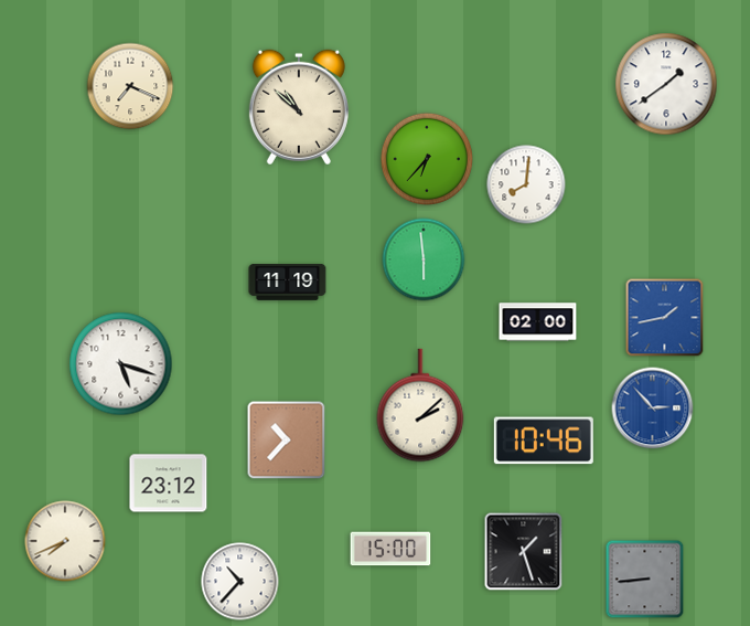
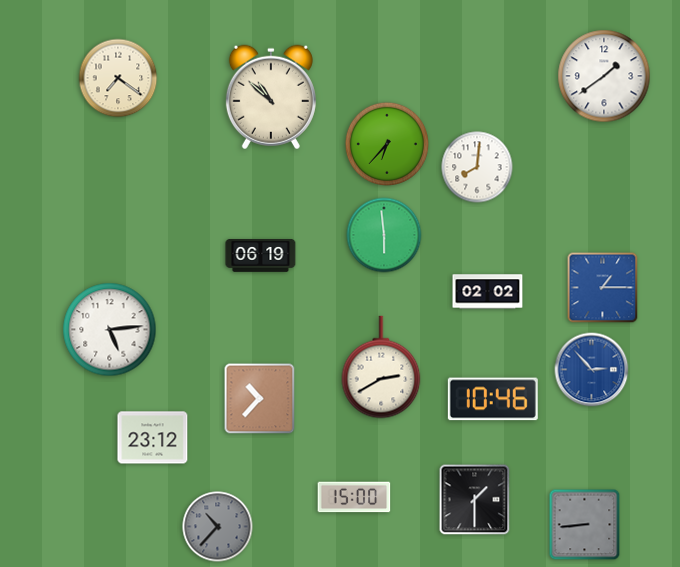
clock at (130, 86): 7:19 -> 7:21
clock at (288, 283): 11:19 -> 06:19
clock at (665, 318): 1:43 -> 1:15
clock at (538, 322): 02:00 -> 02:02
clock at (121, 364): 5:18 -> 5:14
clock at (420, 405): 2:08 -> 2:40
clock at (65, 541): 7:41 -> none
clock at (524, 552): 1:27 -> 1:30
clock at (240, 582) dial: white -> grey
